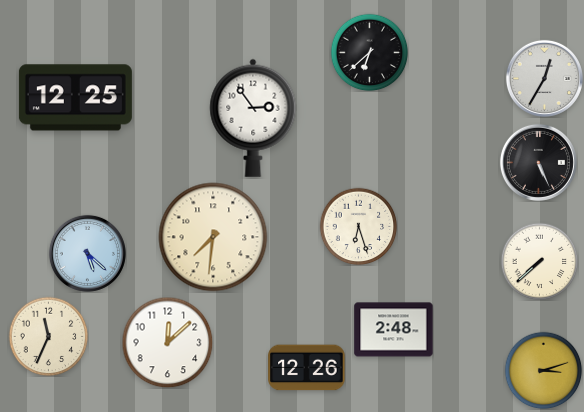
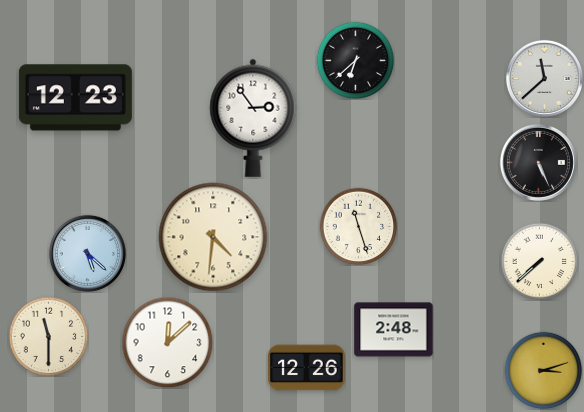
clock at (369, 52) position: (369, 52) -> (355, 60)
clock at (544, 78): 12:35 -> 11:38
clock at (75, 98): 12:25 -> 12:23
clock at (358, 226): 6:27 -> 11:27
clock at (213, 237): 7:31 -> 4:31
clock at (48, 336): 11:34 -> 11:30
